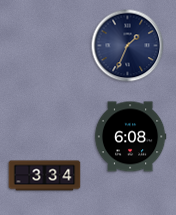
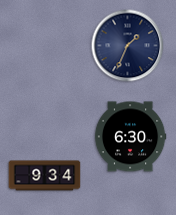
clock at (130, 137): 6:08 -> 6:30
clock at (45, 176): 3:34 -> 9:34
